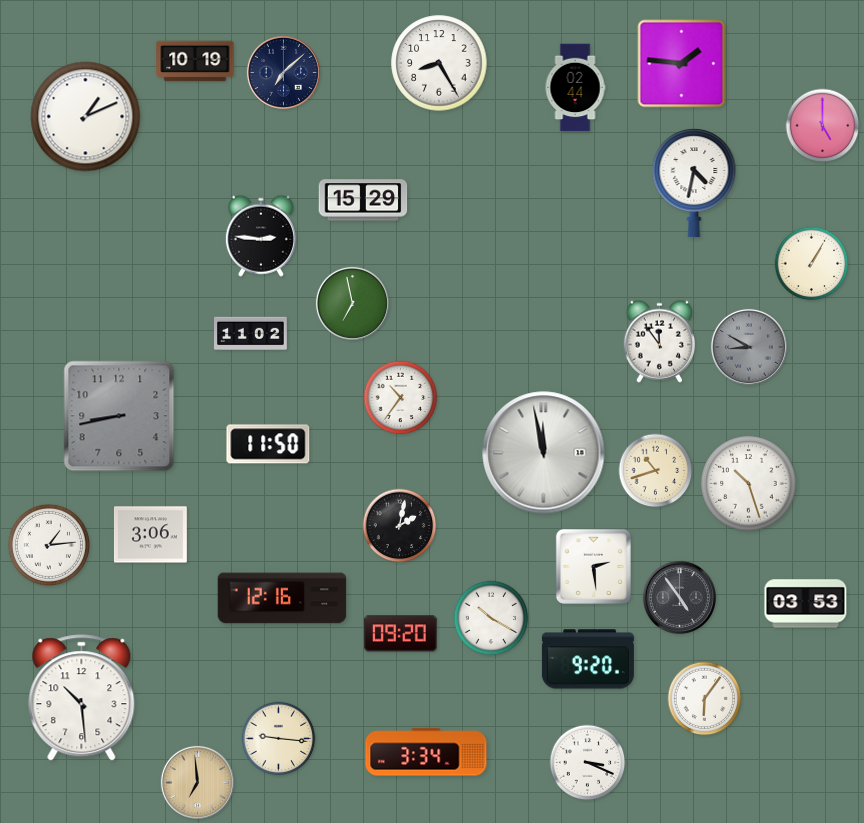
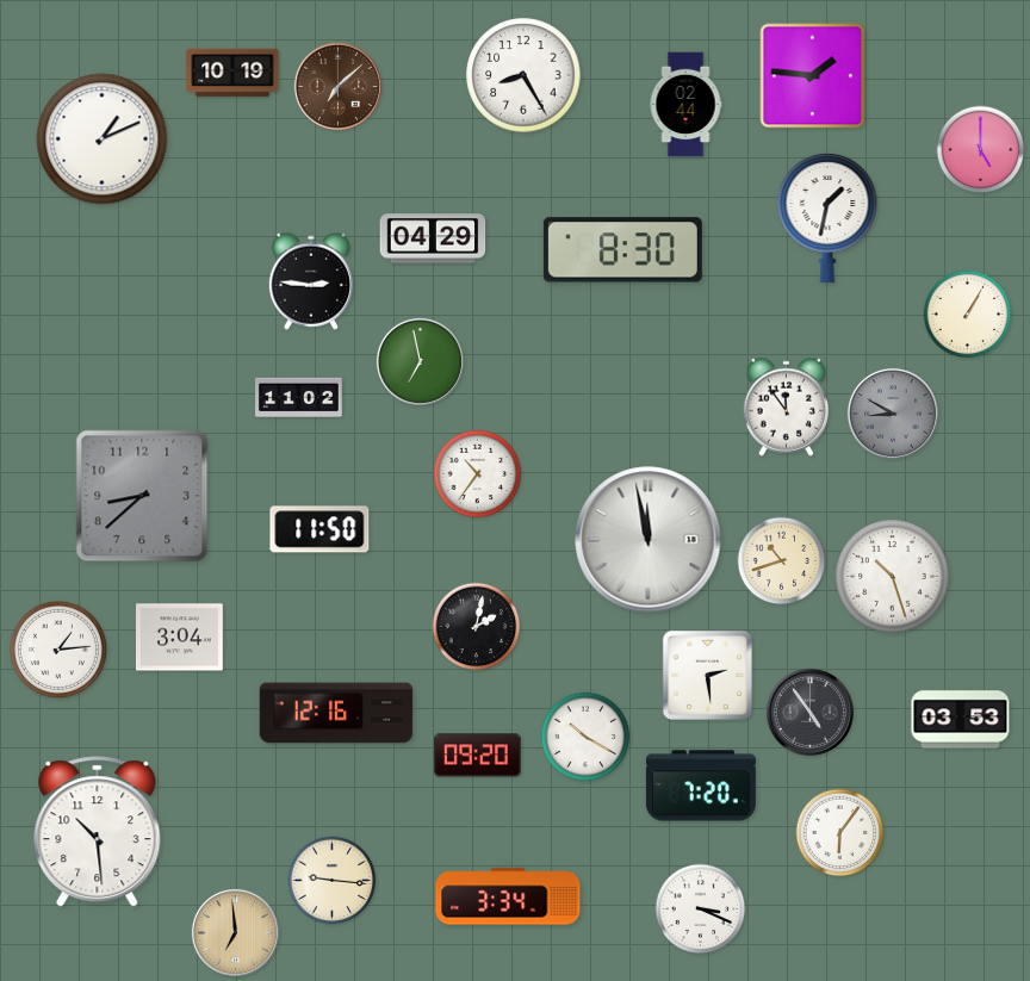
clock at (283, 72) dial: navy -> brown
clock at (694, 183): 4:32 -> 1:32
clock at (363, 200): 15:29 -> 04:29
clock at (622, 250): none -> 8:30
clock at (119, 416): 8:43 -> 8:38
clock at (151, 535): 3:06 -> 3:04
clock at (588, 659): 9:20 -> 7:20
